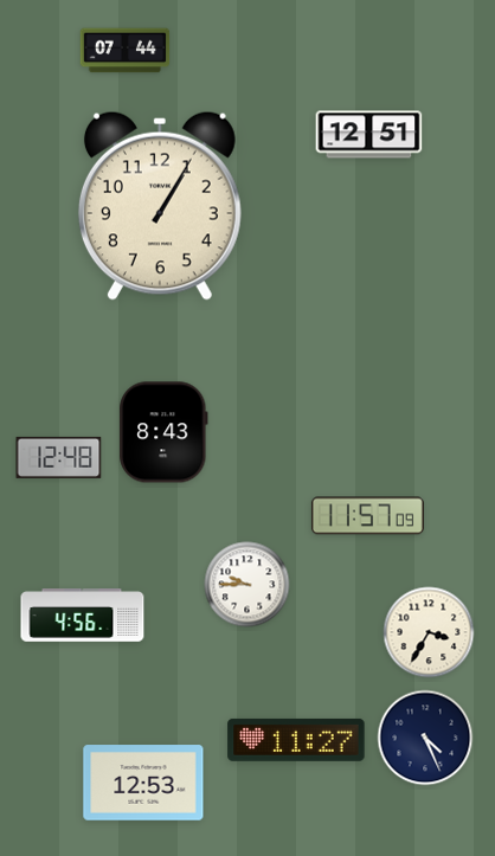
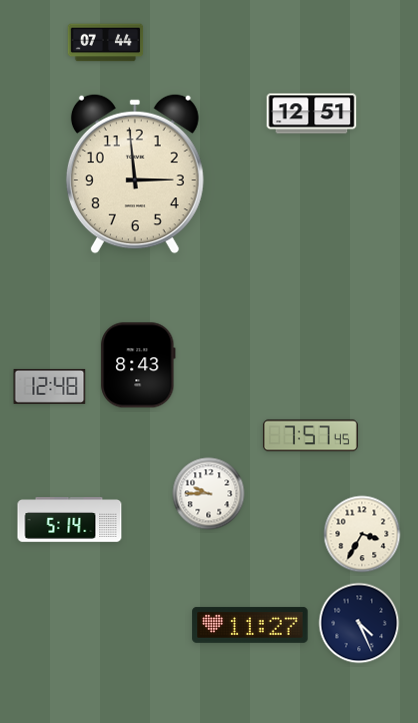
clock at (160, 206): 1:05 -> 2:59
clock at (367, 516): 11:57 -> 7:57
clock at (83, 616): 4:56 -> 5:14
clock at (143, 783): 12:53 -> none
